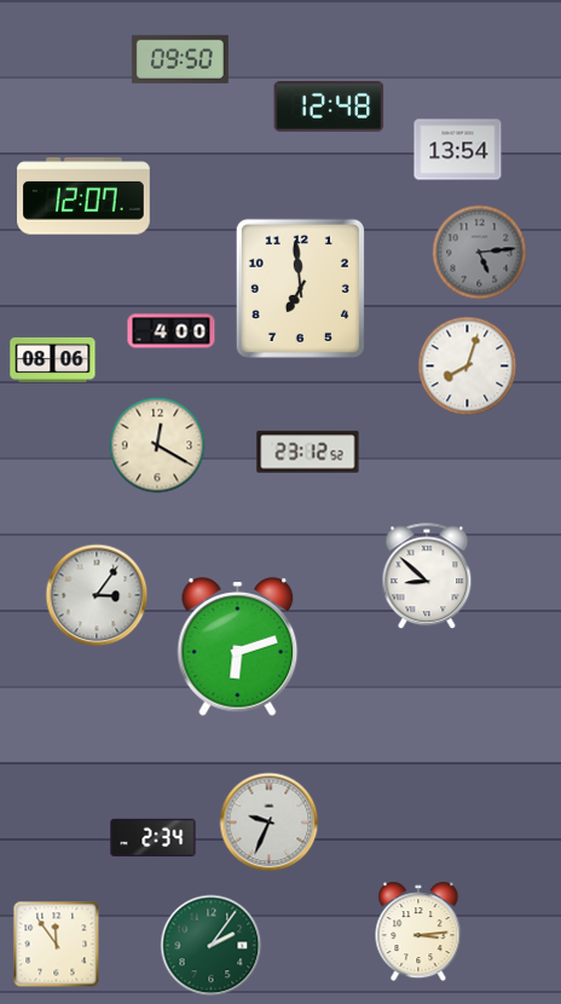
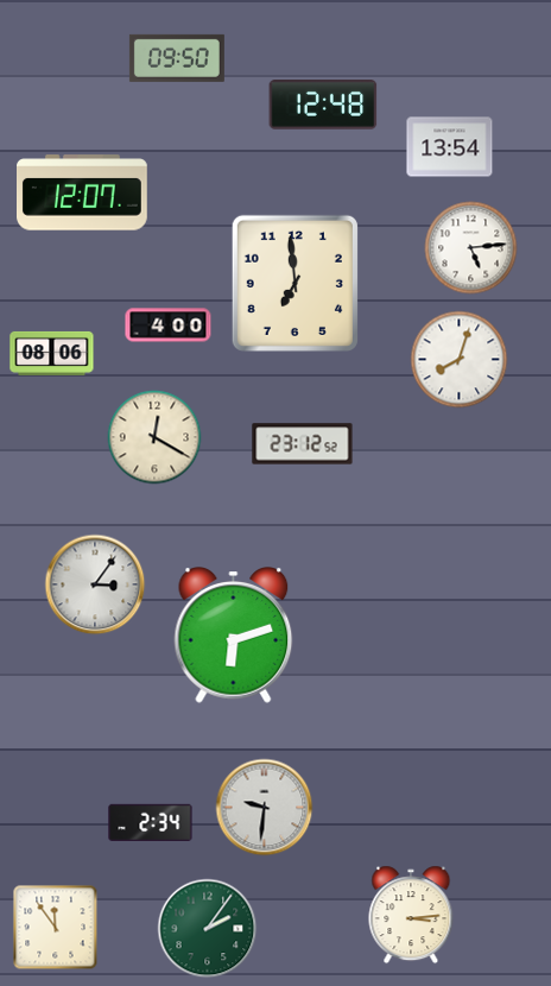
clock at (480, 253) dial: grey -> white
clock at (427, 577): 8:52 -> none
clock at (270, 823): 9:34 -> 9:31
